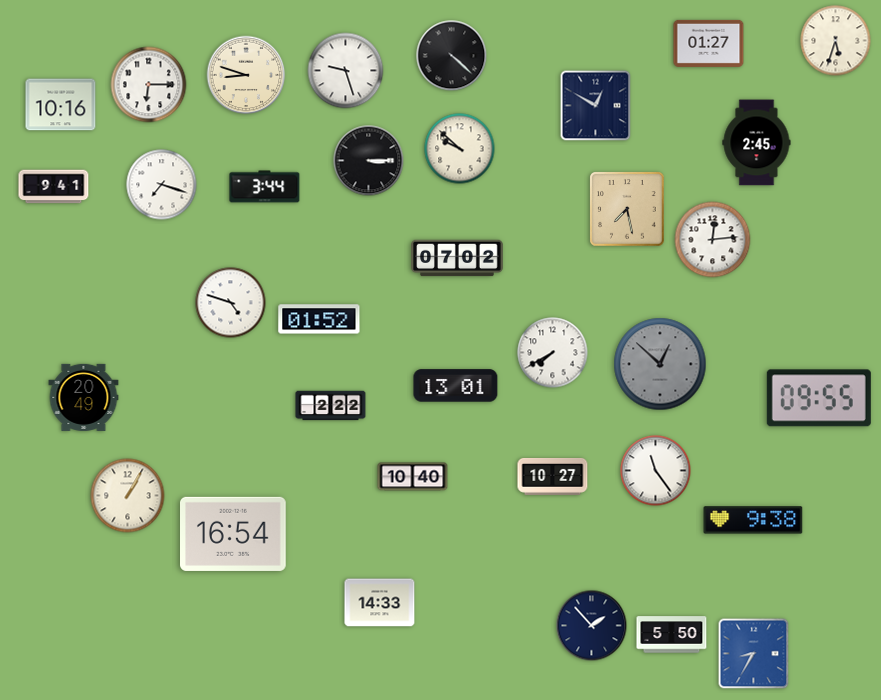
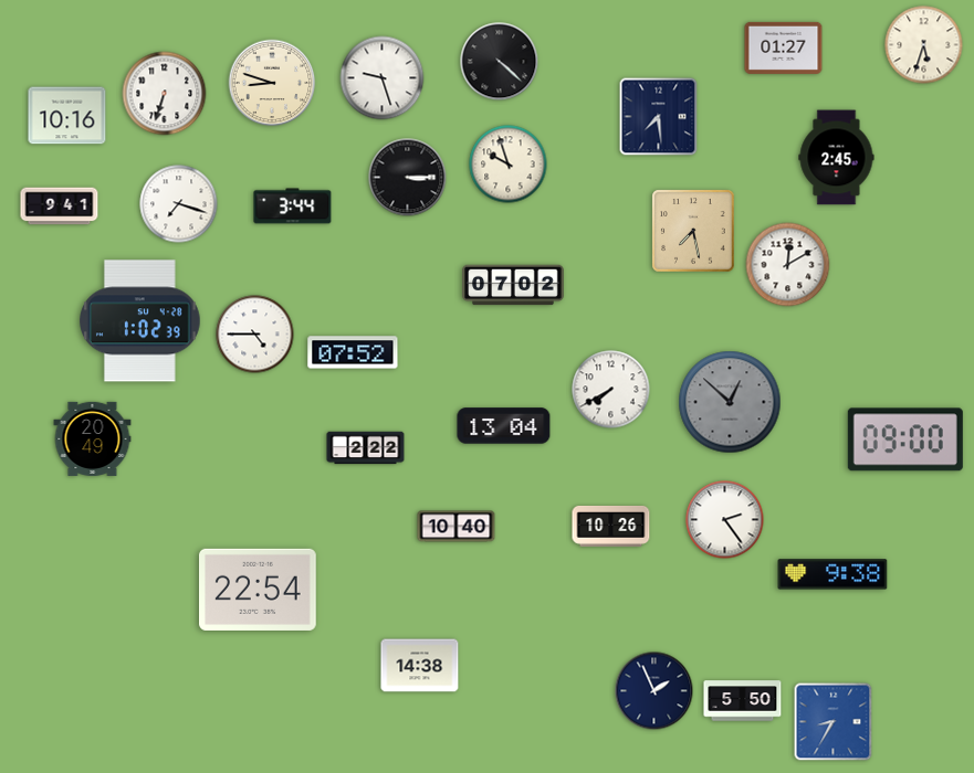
clock at (149, 85): 6:15 -> 6:33
clock at (596, 106): 12:50 -> 7:29
clock at (460, 149): 9:52 -> 9:57
clock at (713, 240): 12:14 -> 12:10
clock at (457, 258) position: (457, 258) -> (513, 285)
clock at (140, 321): none -> 1:02
clock at (231, 303): 4:48 -> 4:45
clock at (319, 319): 01:52 -> 07:52
clock at (456, 386): 13:01 -> 13:04
clock at (819, 398): 09:55 -> 09:00
clock at (656, 471): 11:24 -> 2:24
clock at (553, 476): 10:27 -> 10:26
clock at (128, 496): 1:05 -> none
clock at (234, 534): 16:54 -> 22:54
clock at (380, 603): 14:33 -> 14:38
clock at (592, 626): 1:53 -> 1:56
